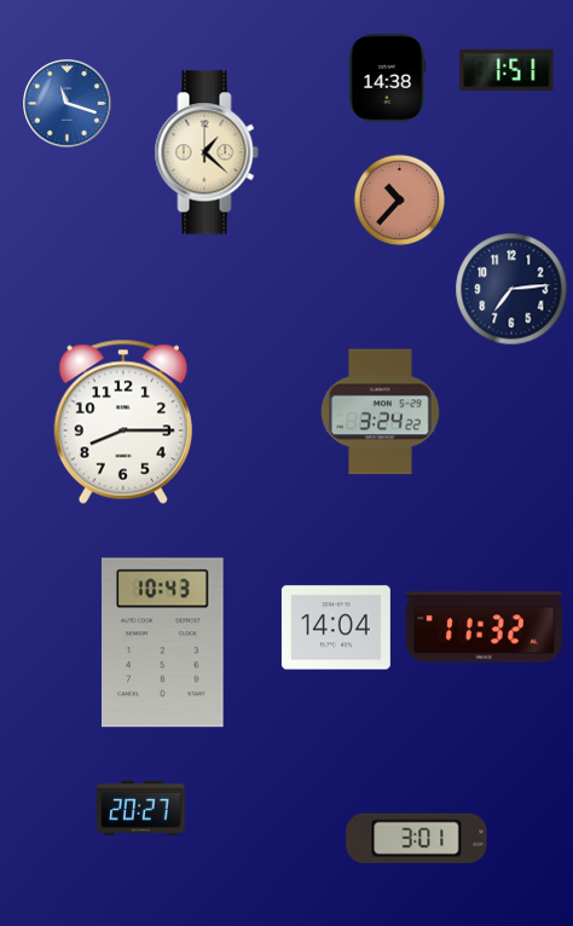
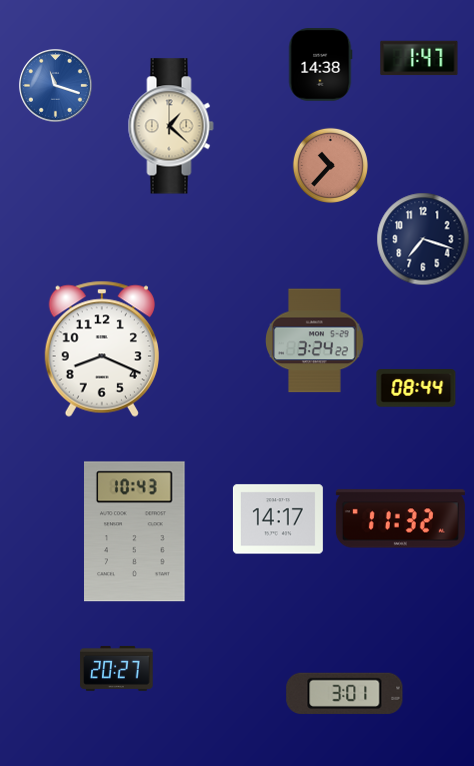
clock at (507, 70): 1:51 -> 1:47
clock at (511, 289): 7:14 -> 7:18
clock at (123, 422): 8:15 -> 8:19
clock at (416, 388): none -> 08:44
clock at (336, 627): 14:04 -> 14:17
